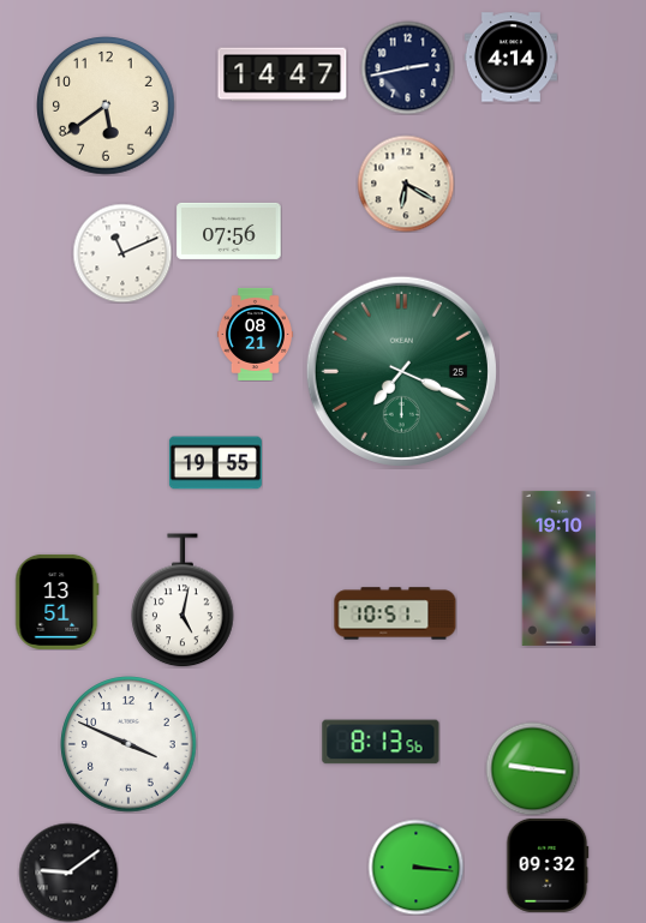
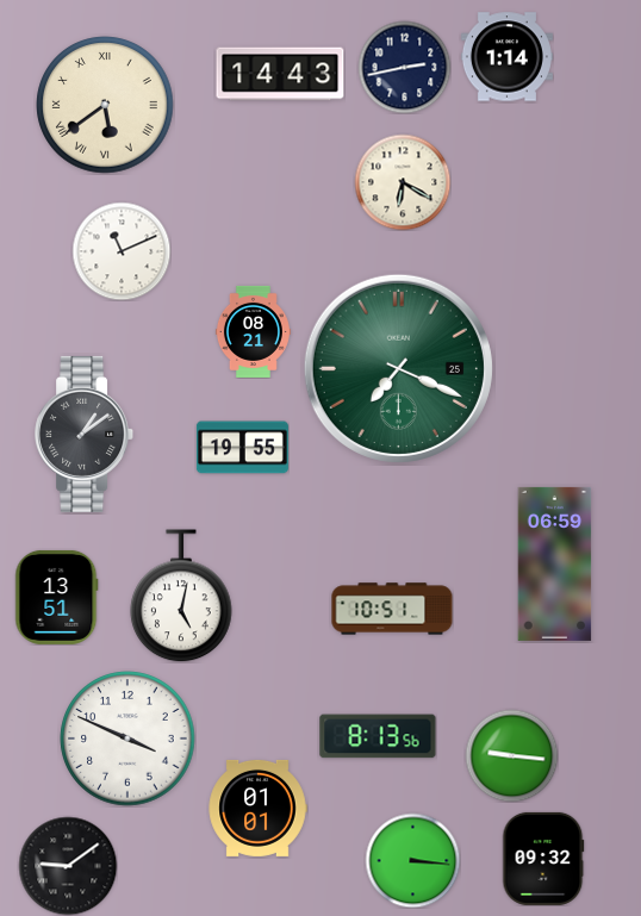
clock at (510, 58): 4:14 -> 1:14
clock at (282, 74): 14:47 -> 14:43
clock at (106, 106) numerals: Arabic -> Roman
clock at (229, 230): 07:56 -> none
clock at (85, 434): none -> 1:09
clock at (215, 463) position: (215, 463) -> (242, 448)
clock at (560, 568): 19:10 -> 06:59
clock at (532, 768) position: (532, 768) -> (511, 755)
clock at (257, 808): none -> 01:01
